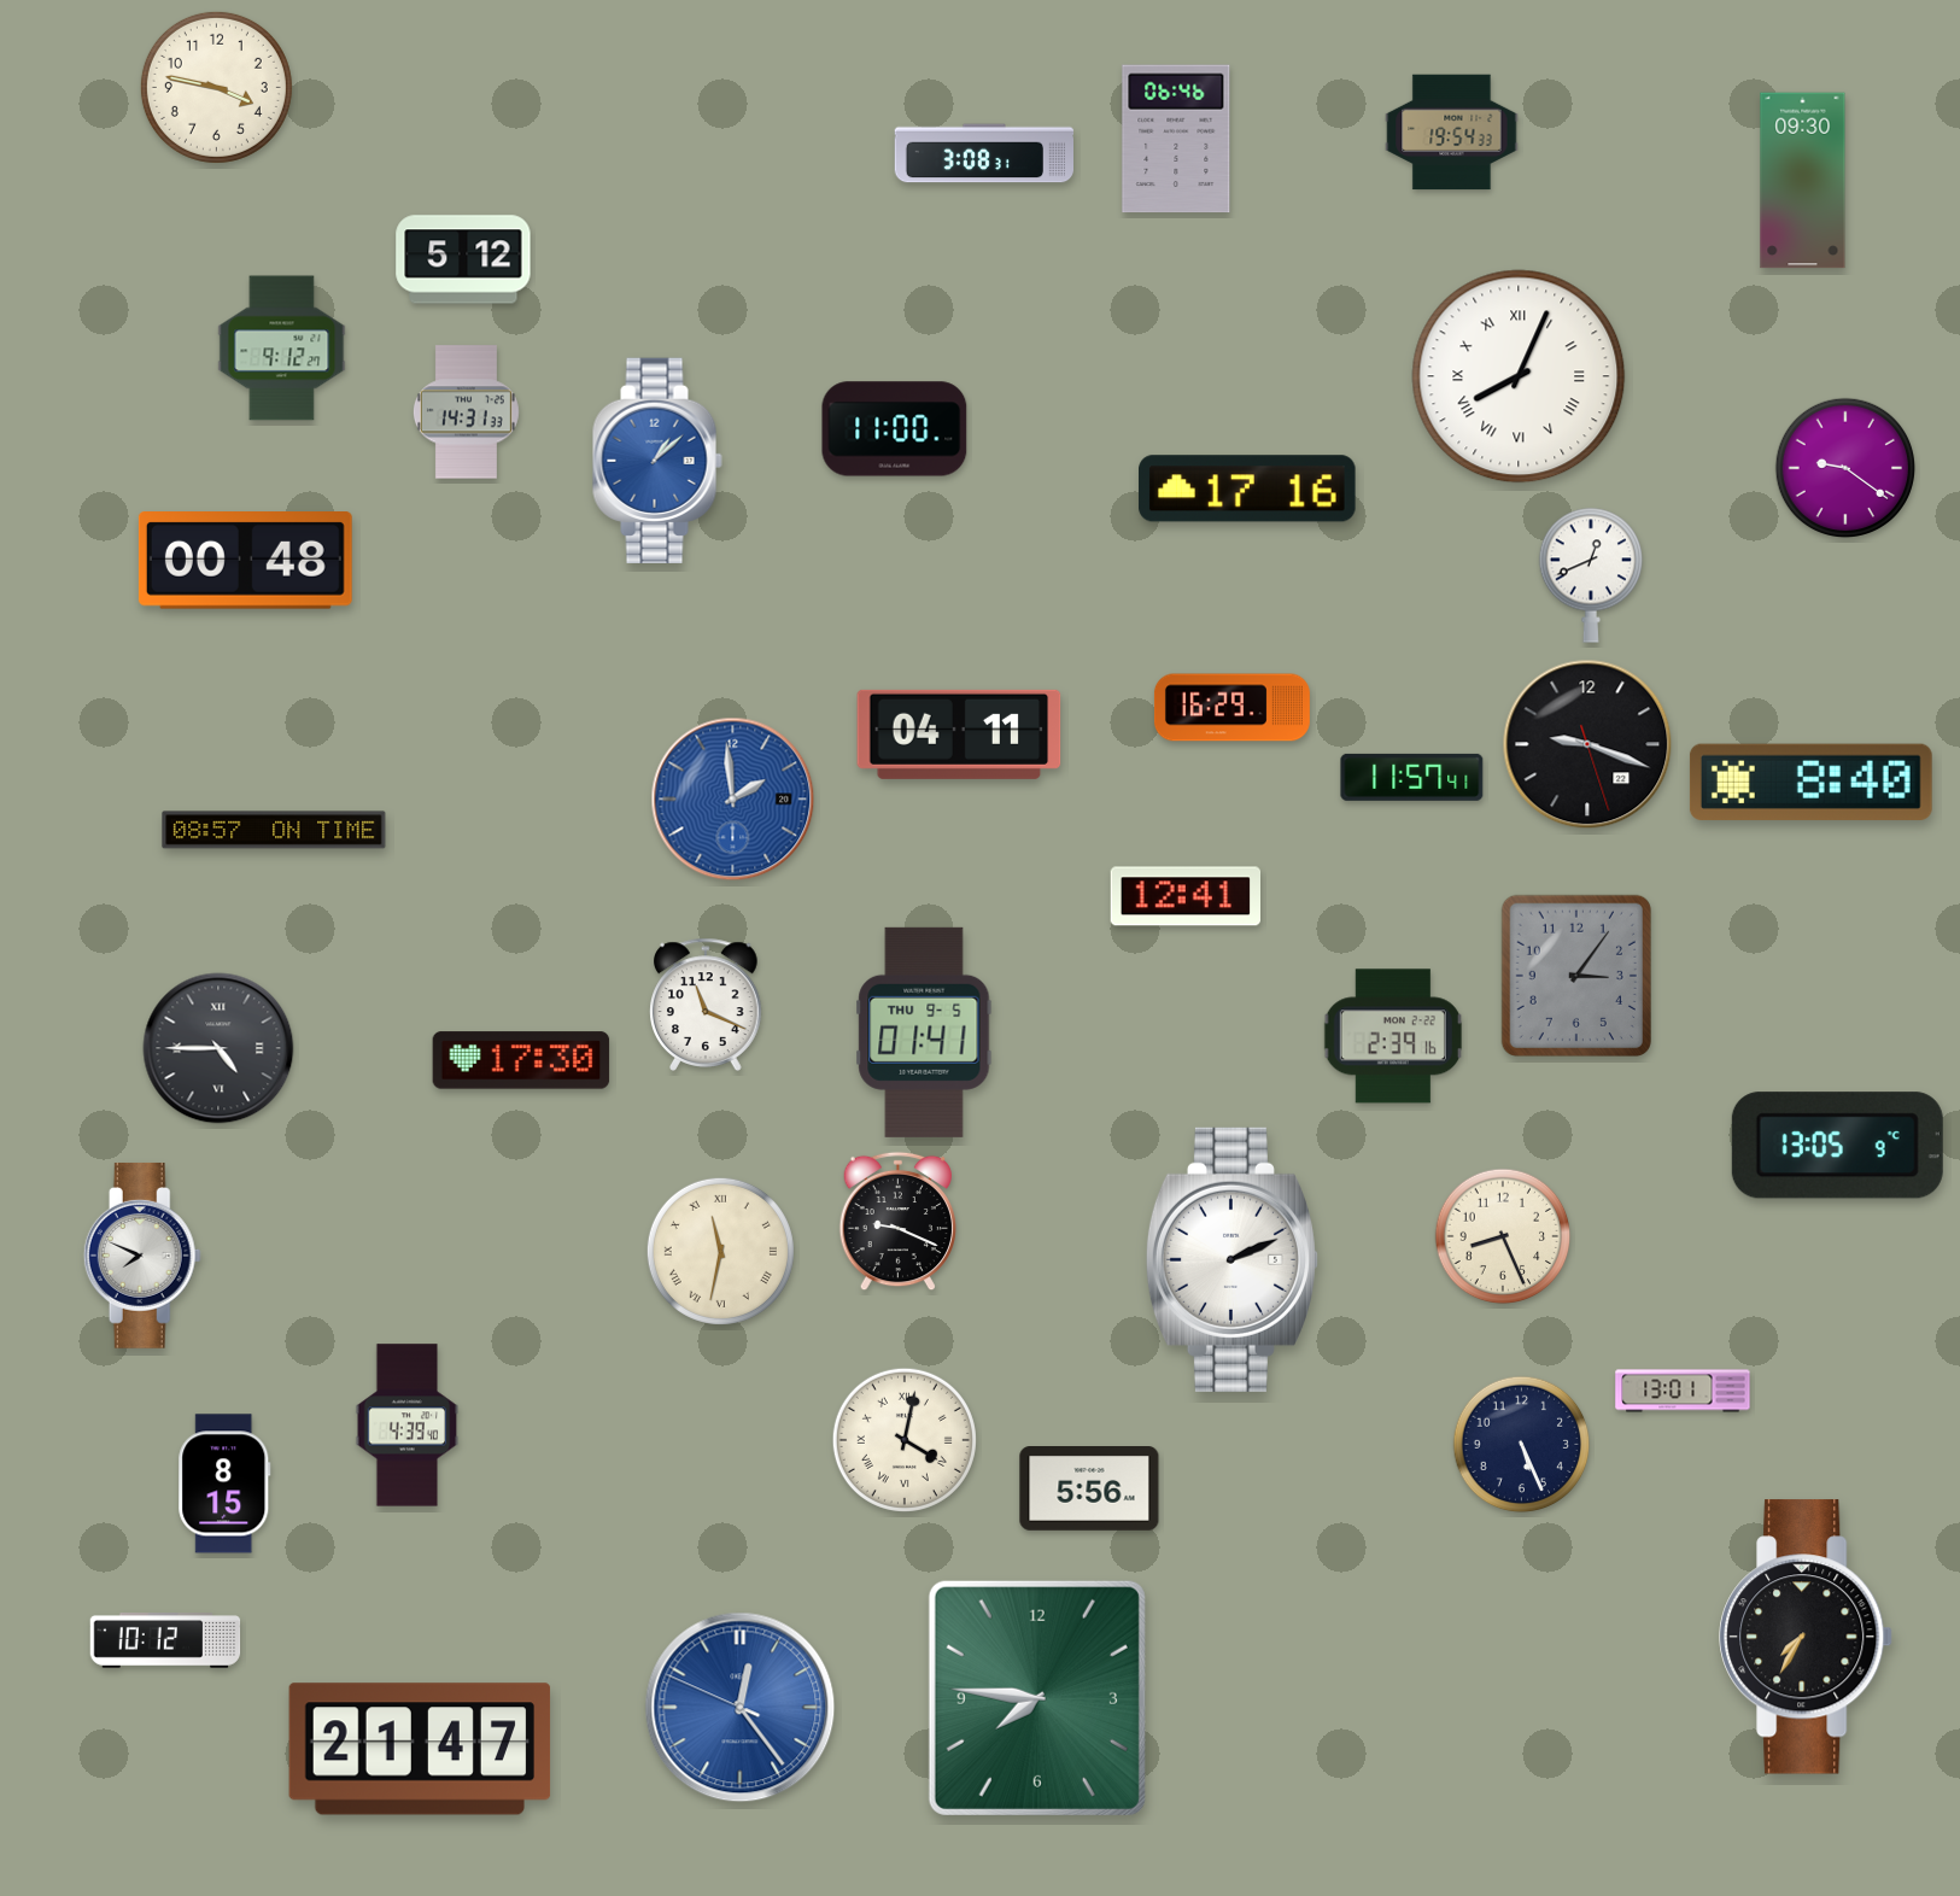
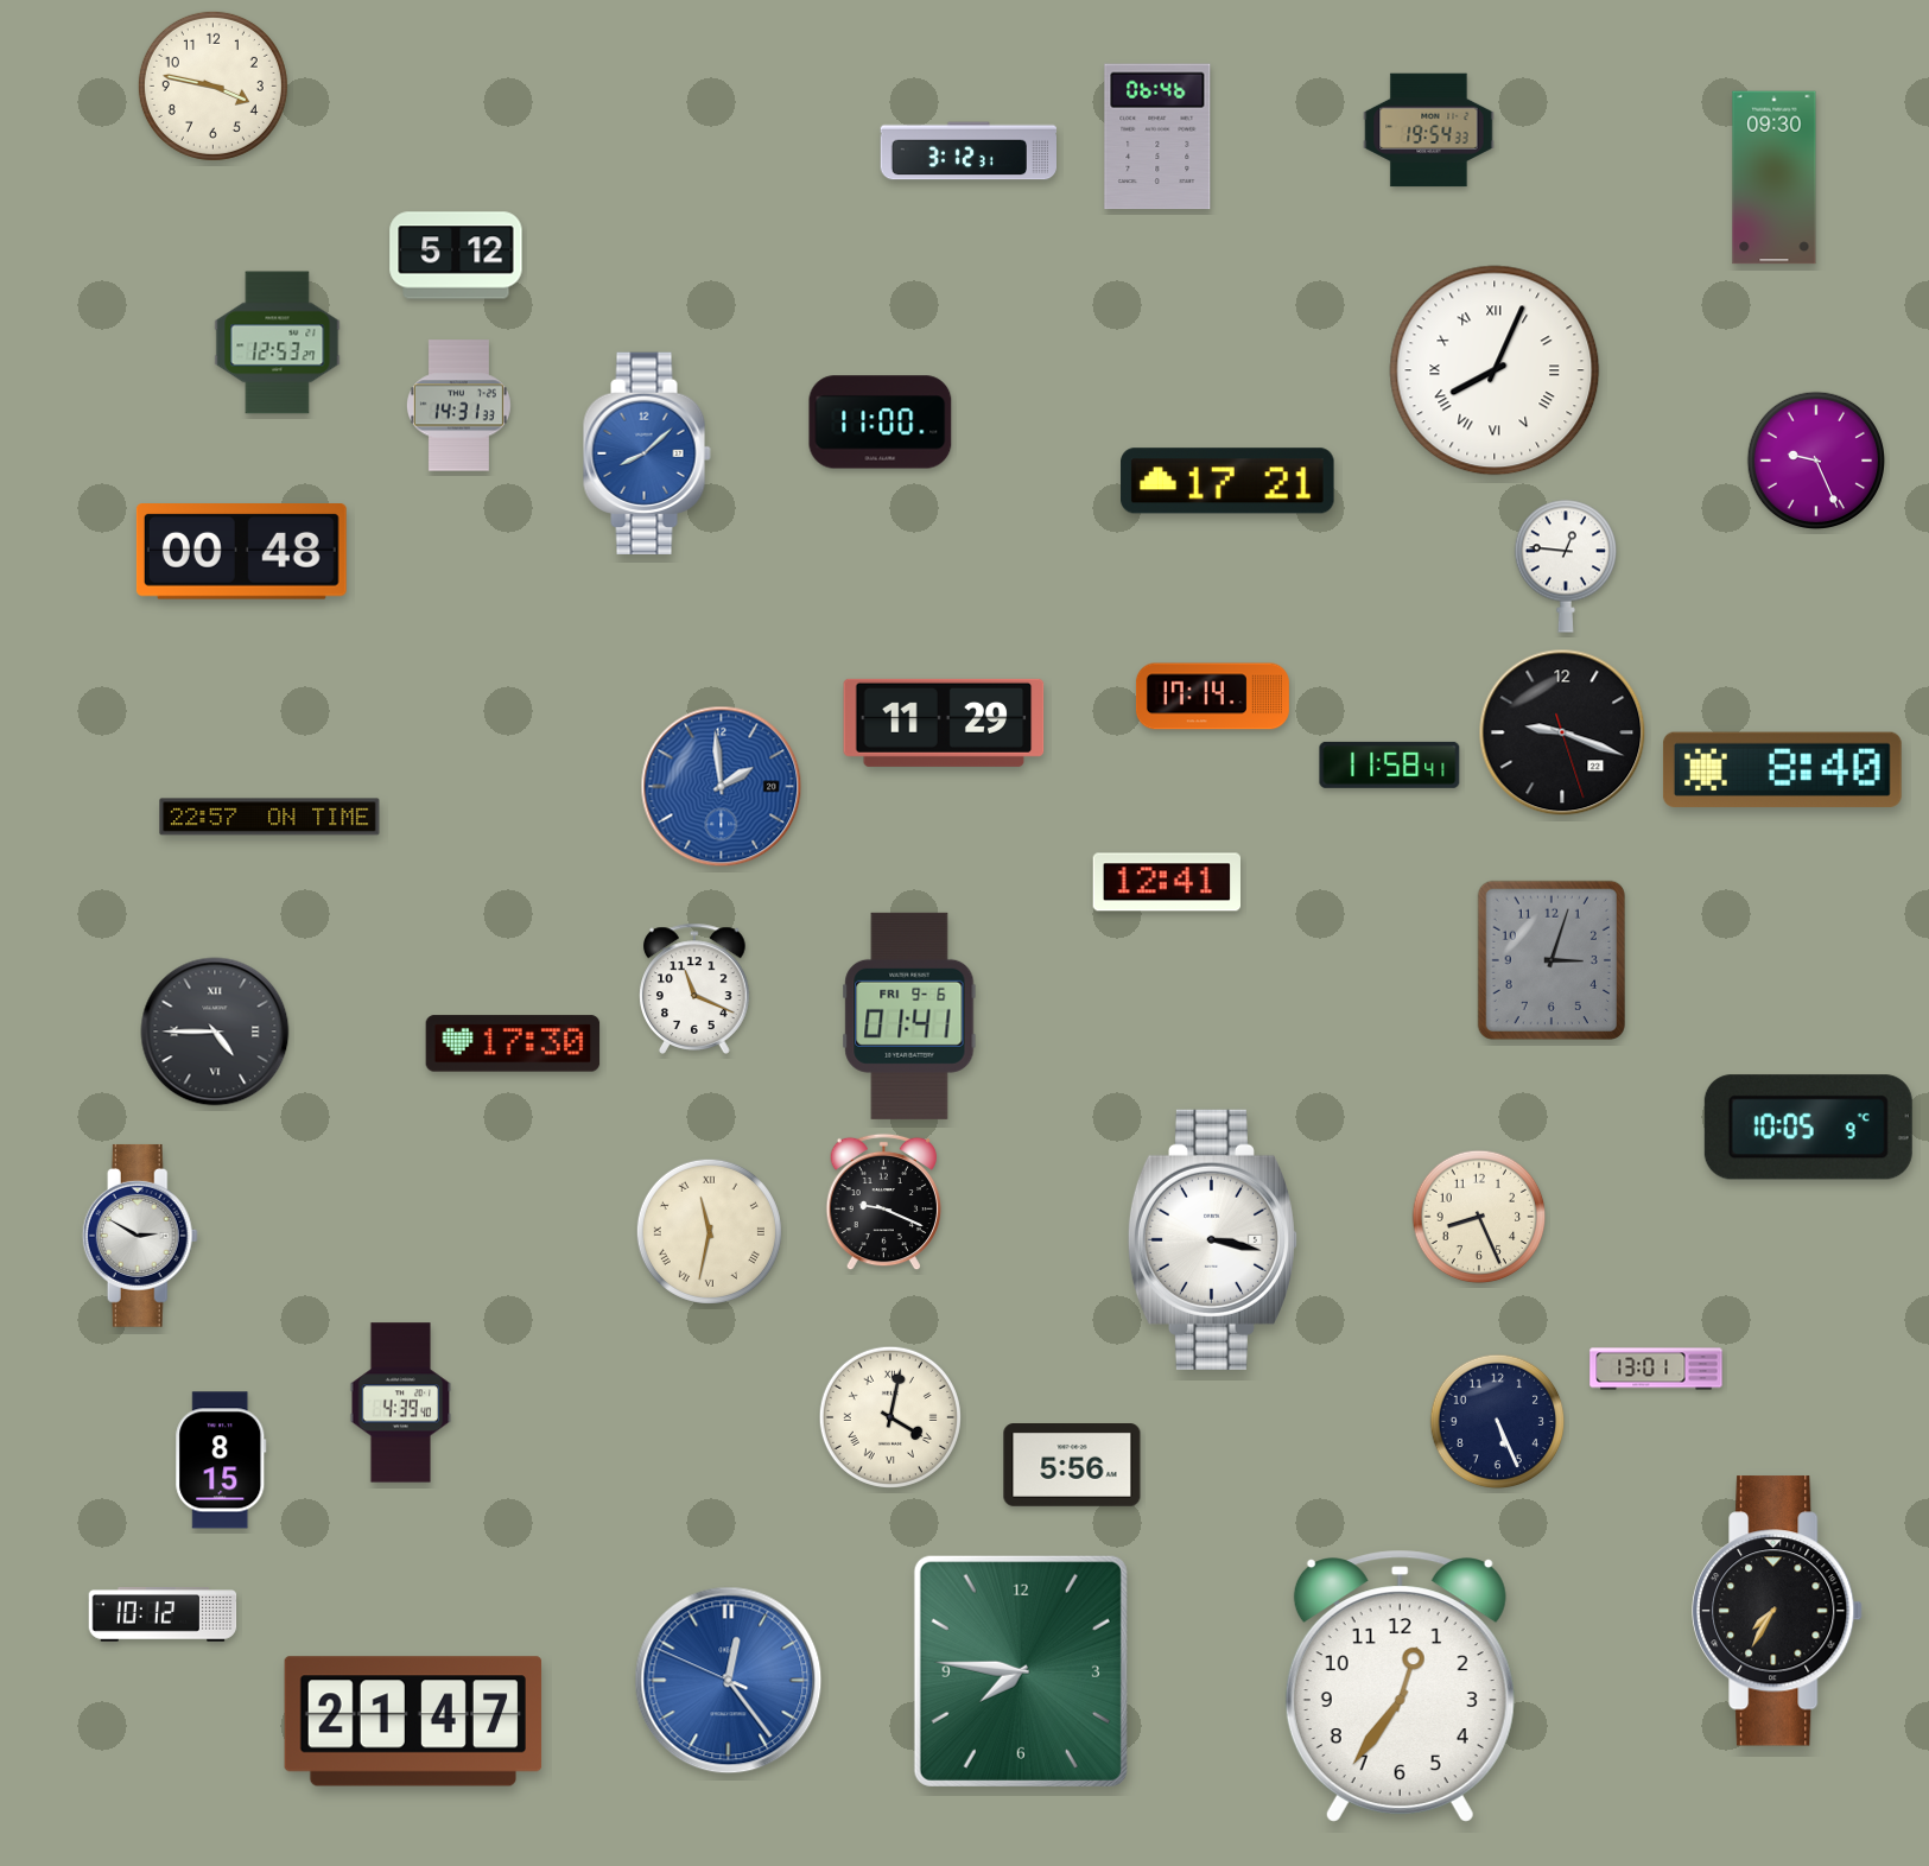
clock at (983, 153): 3:08 -> 3:12
clock at (282, 349): 9:12 -> 12:53
clock at (657, 460): 1:08 -> 8:08
clock at (1844, 467): 9:21 -> 9:26
clock at (1247, 488): 17:16 -> 17:21
clock at (1590, 575): 12:41 -> 12:46
clock at (1231, 708): 16:29 -> 17:14
clock at (959, 735): 04:11 -> 11:29
clock at (1412, 777): 11:57 -> 11:58
clock at (274, 830): 08:57 -> 22:57
clock at (1576, 976): 3:06 -> 3:03
clock at (924, 1032) date: THU 9-5 -> FRI 9-6
clock at (1393, 1036): 2:39 -> none
clock at (1837, 1146): 13:05 -> 10:05
clock at (142, 1256): 7:49 -> 2:50
clock at (1231, 1259): 2:11 -> 3:17
clock at (1400, 1686): none -> 12:36
